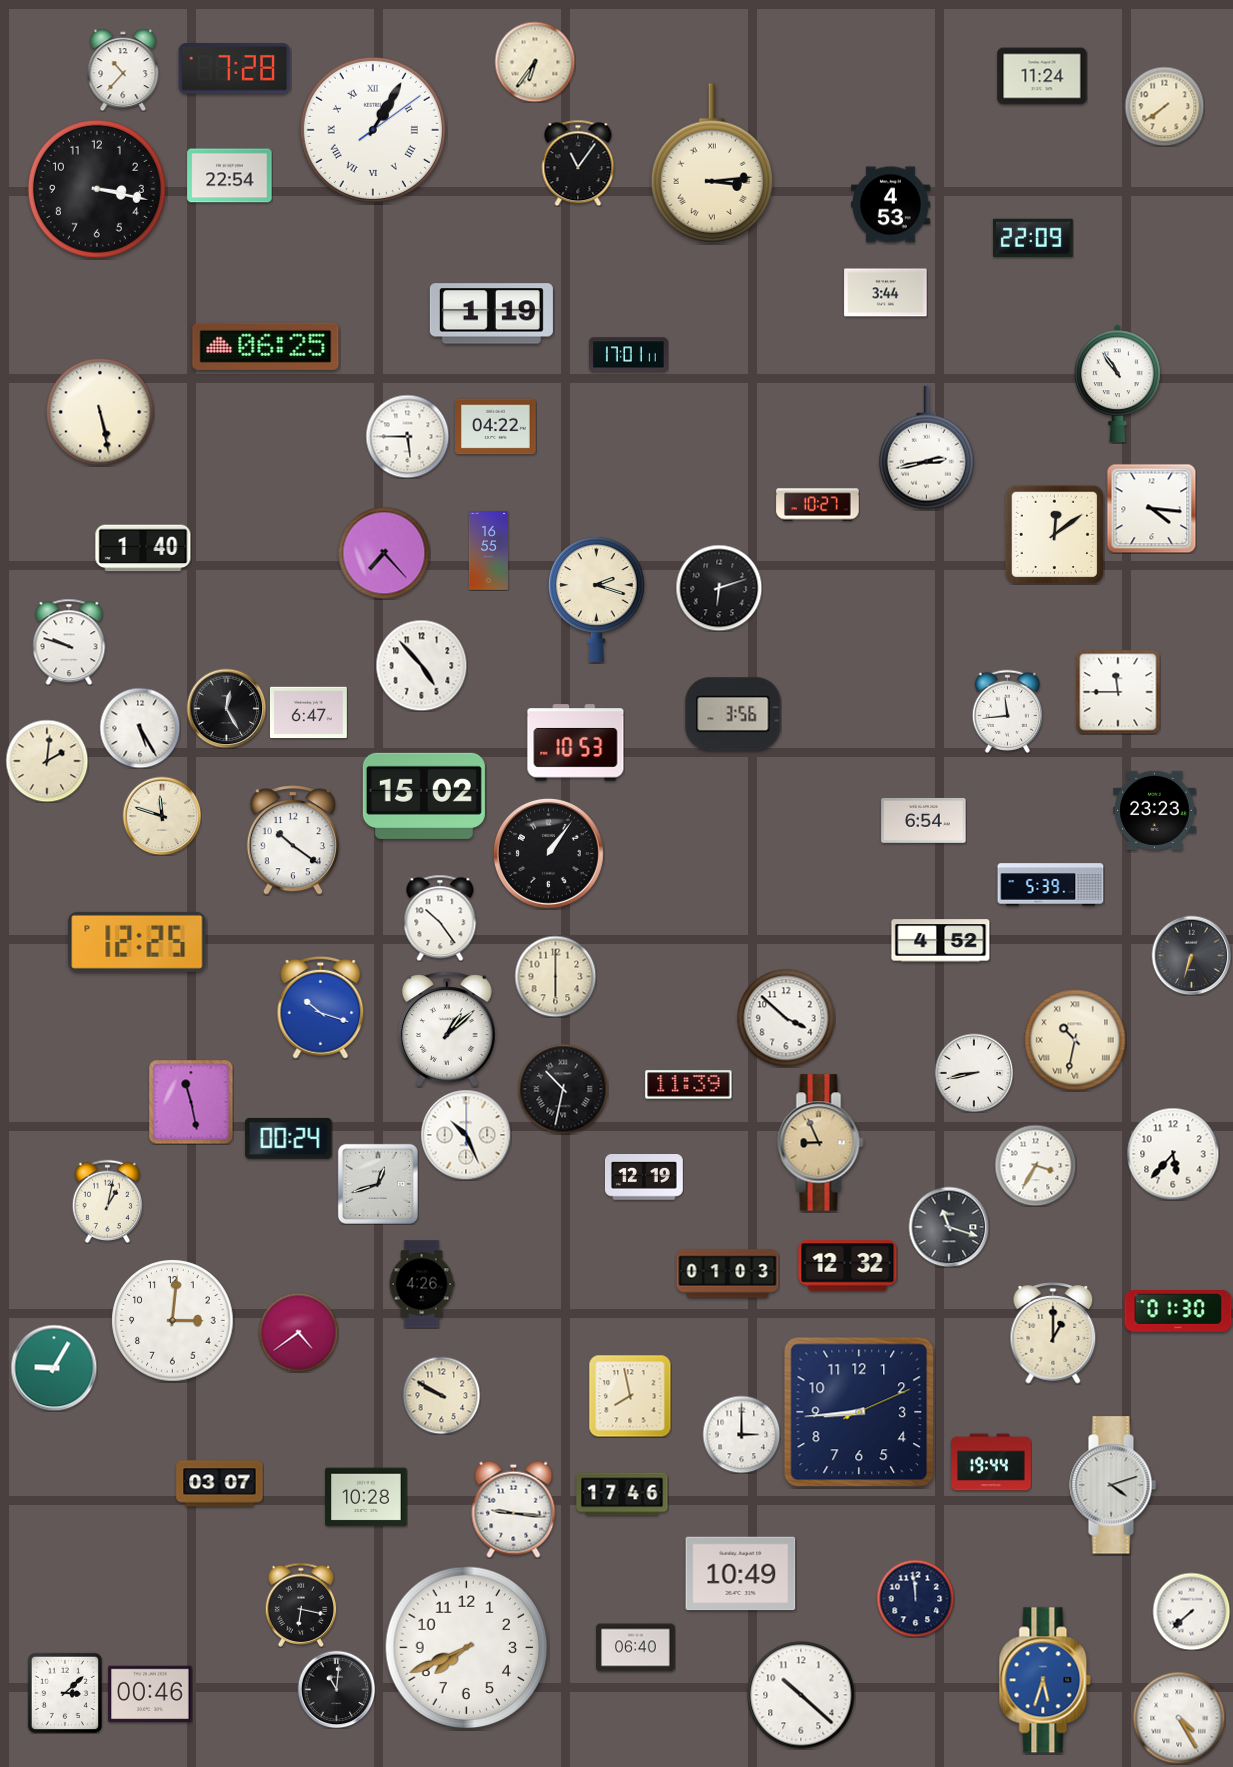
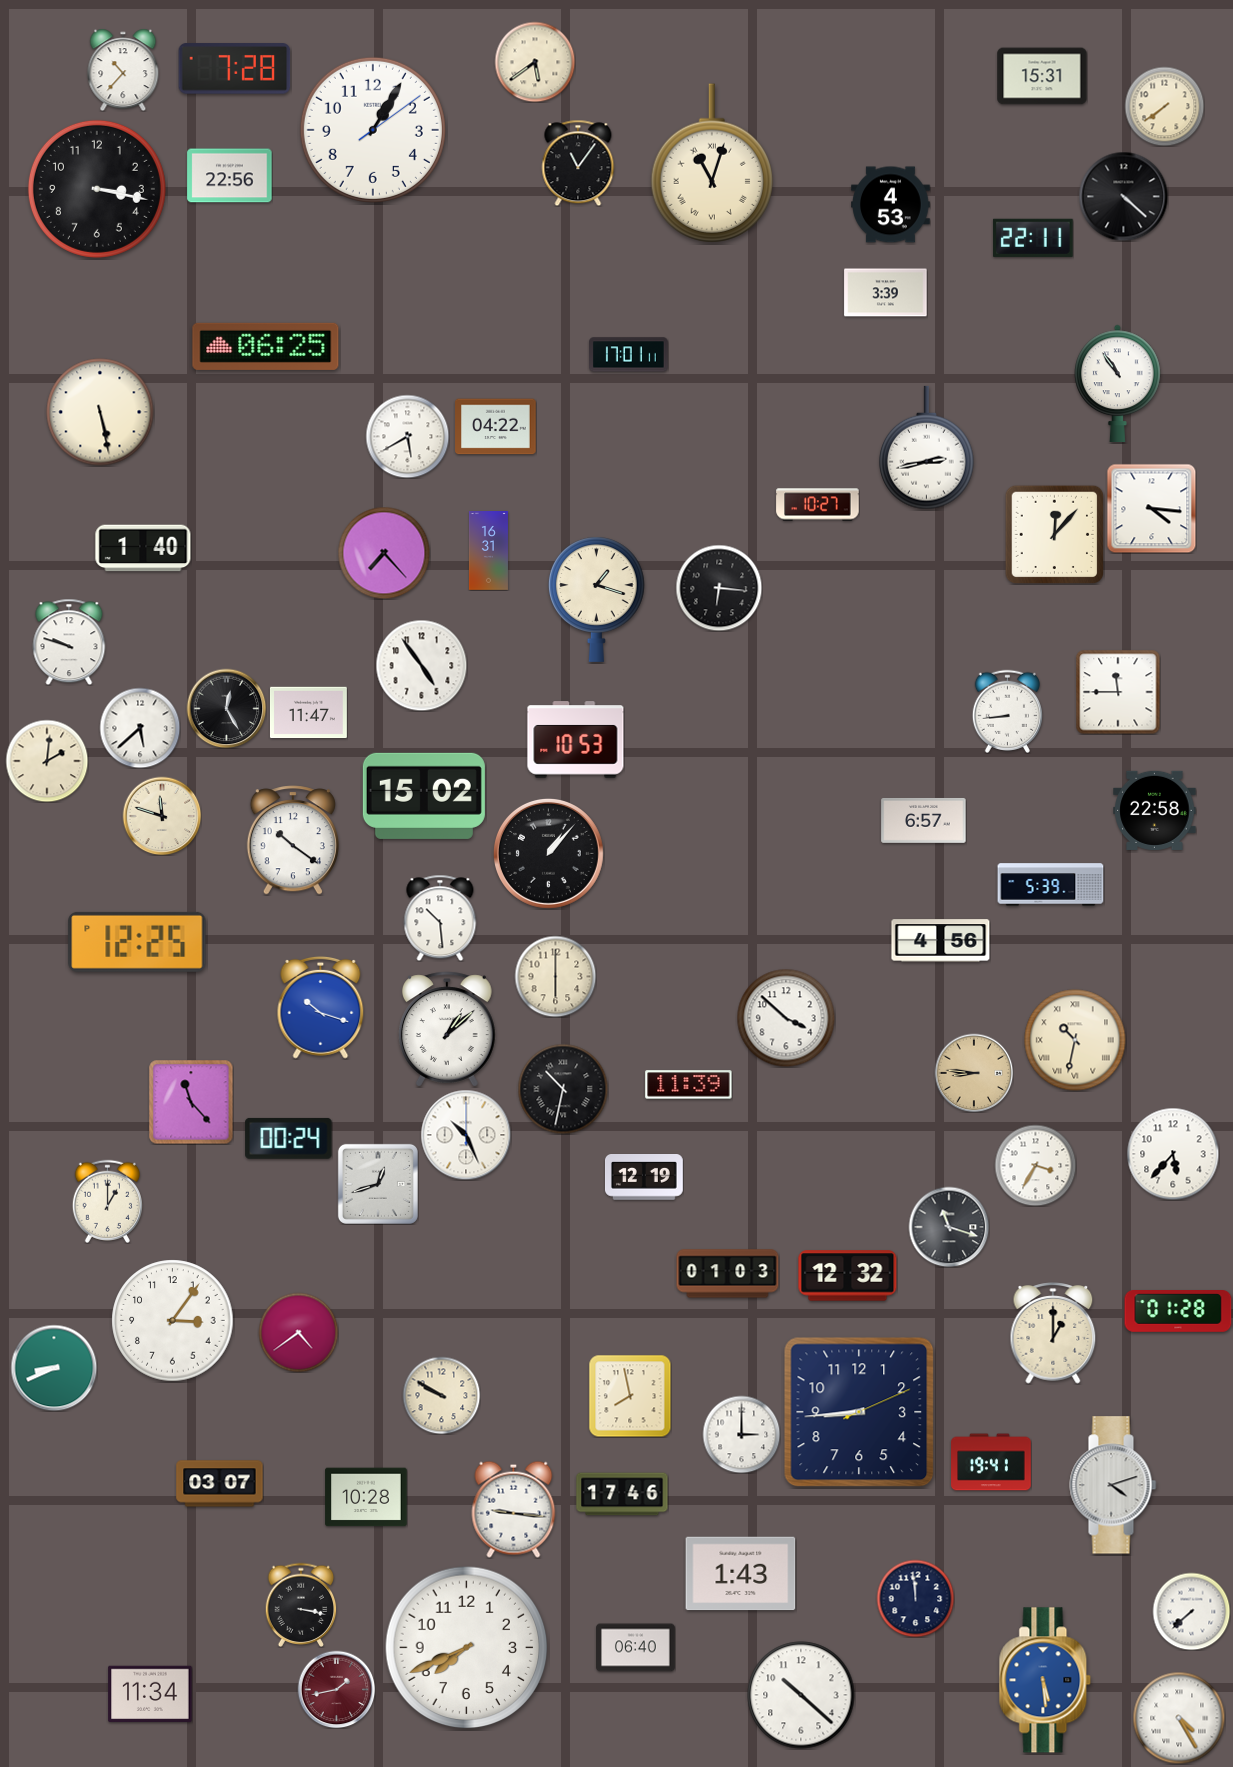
clock at (535, 62): 6:36 -> 5:39
clock at (1042, 76): 11:24 -> 15:31
clock at (373, 130) numerals: Roman -> Arabic
clock at (711, 163): 3:14 -> 11:03
clock at (230, 176): 22:54 -> 22:56
clock at (1123, 196): none -> 4:22
clock at (1033, 238): 22:09 -> 22:11
clock at (886, 293): 3:44 -> 3:39
clock at (491, 314): 1:19 -> none
clock at (407, 436): 5:45 -> 5:40
clock at (1054, 534): 12:09 -> 12:07
clock at (488, 551): 16:55 -> 16:31
clock at (719, 588): 6:12 -> 6:16
clock at (596, 599): 2:18 -> 1:18
clock at (421, 665): 4:53 -> 4:54
clock at (1007, 711): 11:44 -> 8:44
clock at (308, 713): 6:47 -> 11:47
clock at (733, 714): 3:56 -> none
clock at (140, 728): 5:25 -> 5:38
clock at (576, 743) position: (576, 743) -> (576, 740)
clock at (1155, 810): 23:23 -> 22:58
clock at (924, 821): 6:54 -> 6:57
clock at (548, 853): 1:06 -> 1:07
clock at (440, 918): 10:24 -> 10:29
clock at (941, 941): 4:52 -> 4:56
clock at (1191, 955): 6:33 -> none
clock at (974, 1073): 8:43 -> 8:46
clock at (974, 1073) dial: white -> champagne
clock at (191, 1102): 11:28 -> 11:23
clock at (821, 1143): 8:56 -> none
clock at (107, 1201): 1:02 -> 1:00
clock at (848, 1266) position: (848, 1266) -> (848, 1276)
clock at (422, 1284): 4:26 -> none
clock at (1178, 1311): 01:30 -> 01:28
clock at (173, 1321): 3:01 -> 3:06
clock at (54, 1368): 9:05 -> 8:41
clock at (991, 1462): 19:44 -> 19:41
clock at (741, 1574): 10:49 -> 1:43
clock at (301, 1605): 6:17 -> 3:17
clock at (1045, 1680): 5:33 -> 5:29
clock at (336, 1689): 11:01 -> 1:43
clock at (336, 1689) dial: black -> burgundy
clock at (65, 1693): 3:08 -> none
clock at (150, 1694): 00:46 -> 11:34
